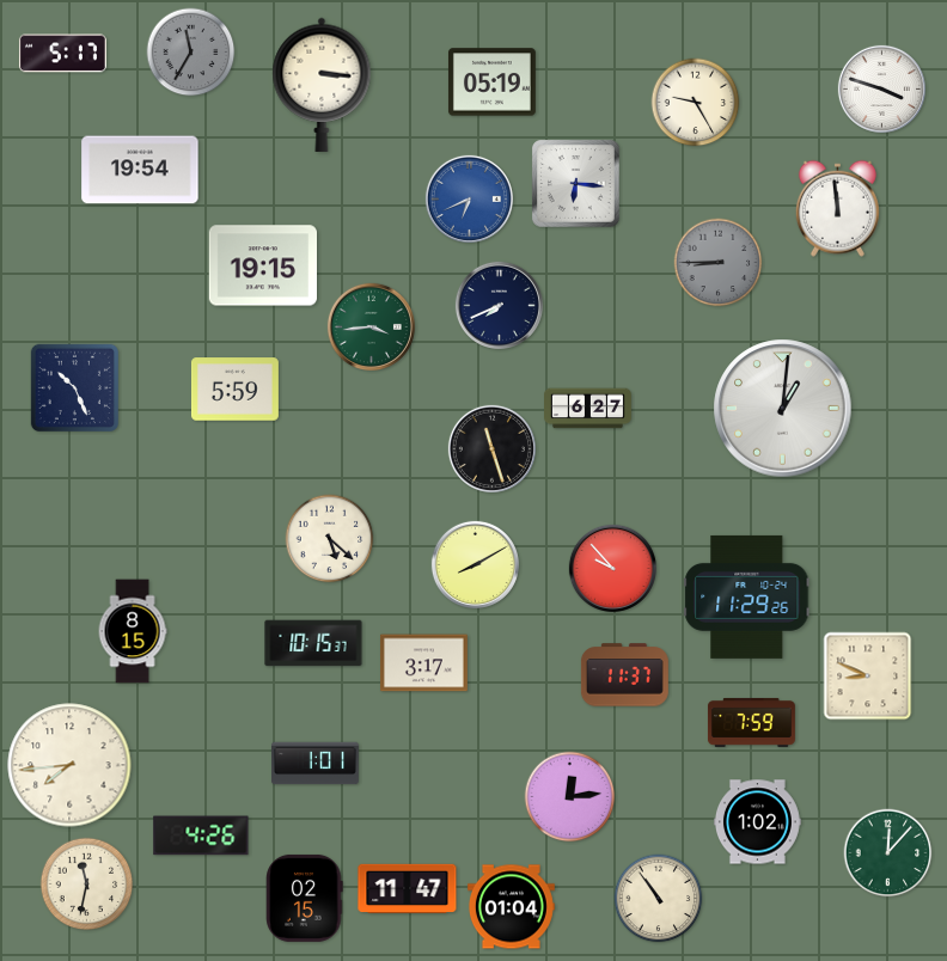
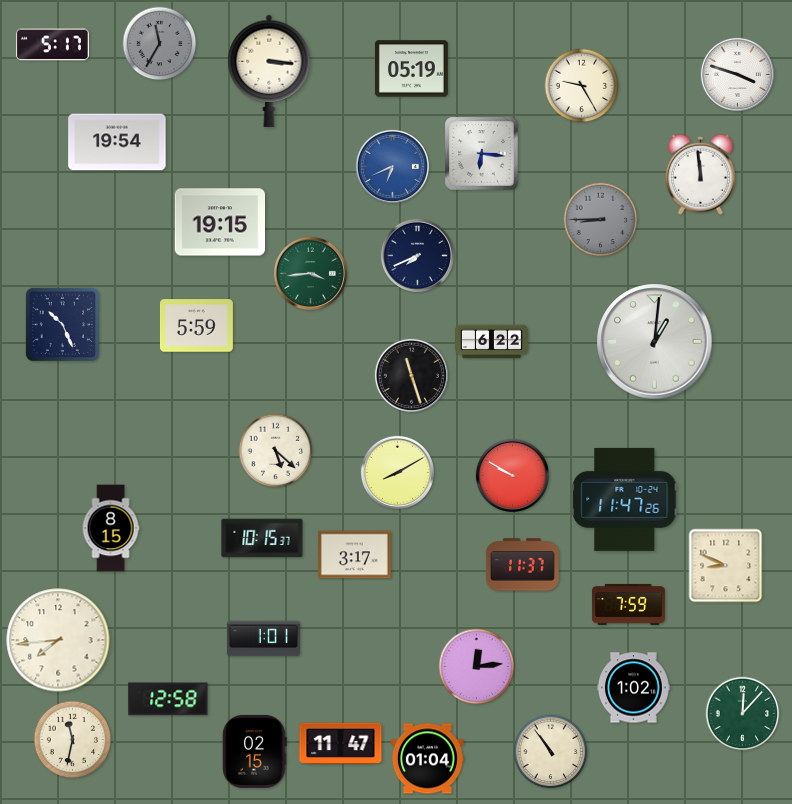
clock at (588, 409): 6:27 -> 6:22
clock at (612, 568): 9:53 -> 9:50
clock at (747, 596): 11:29 -> 11:47
clock at (201, 835): 4:26 -> 12:58
